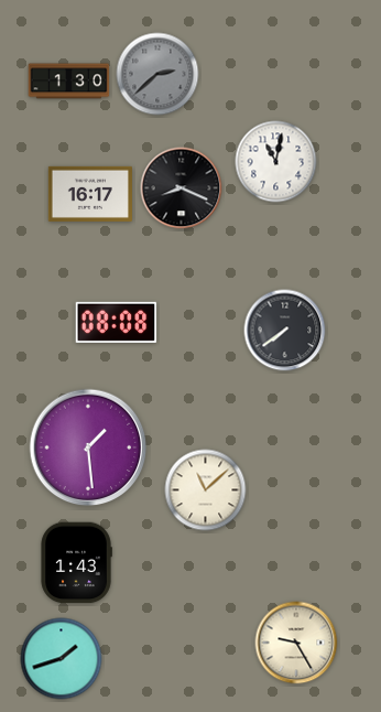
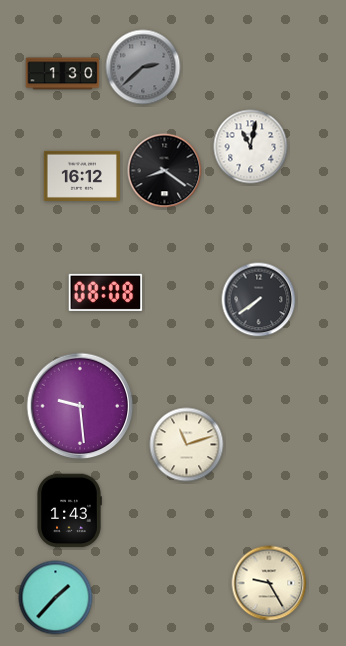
clock at (182, 188): 8:19 -> 8:21
clock at (90, 194): 16:17 -> 16:12
clock at (88, 447): 1:29 -> 9:29
clock at (206, 490): 11:08 -> 11:12
clock at (62, 659): 1:42 -> 1:37
